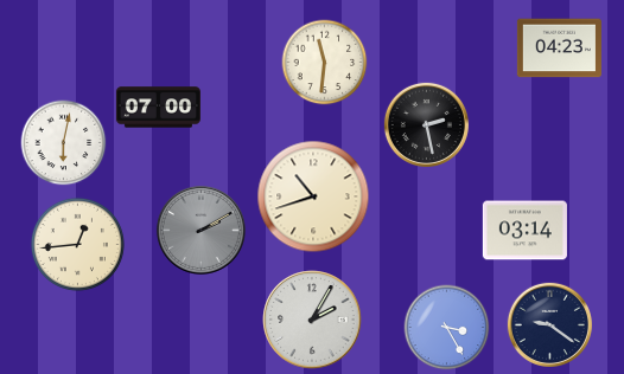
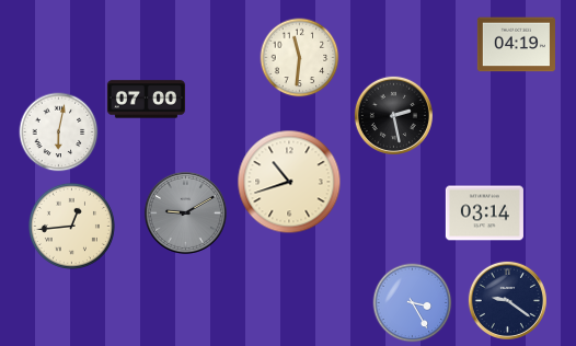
clock at (559, 49): 04:23 -> 04:19
clock at (200, 230): 2:10 -> 9:10
clock at (312, 320): 2:05 -> none
